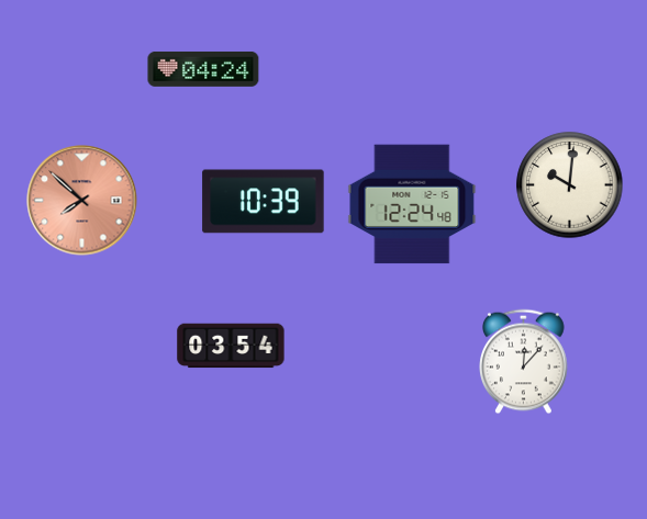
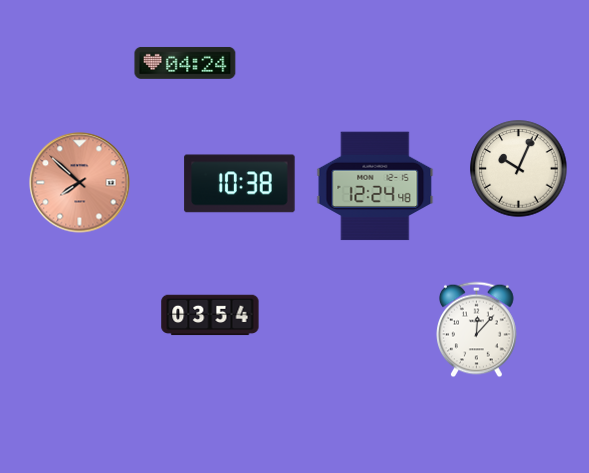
clock at (570, 185): 10:01 -> 10:04
clock at (82, 201) position: (82, 201) -> (80, 183)
clock at (264, 202): 10:39 -> 10:38
